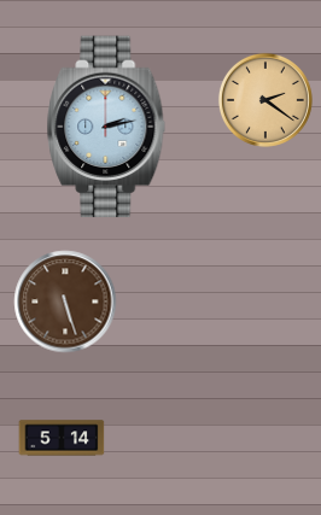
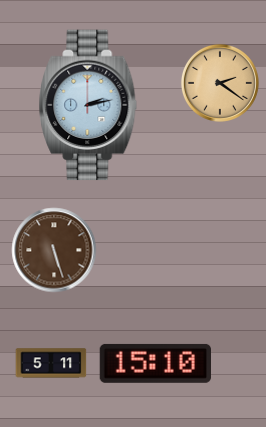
clock at (62, 438): 5:14 -> 5:11
clock at (155, 363): none -> 15:10
